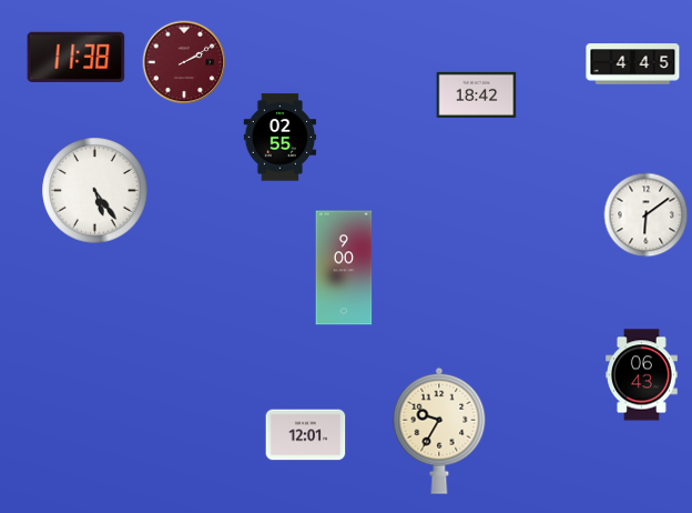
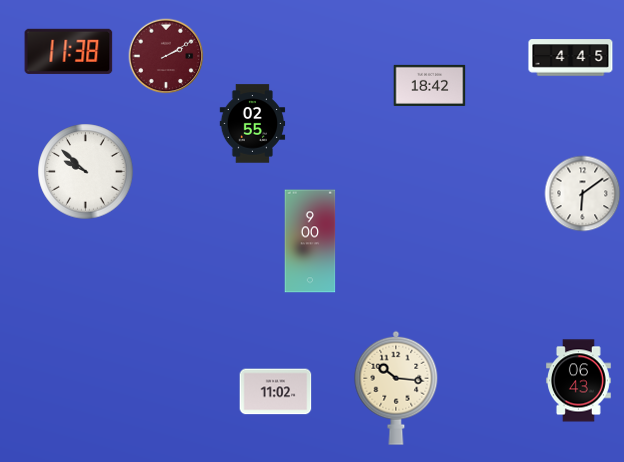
clock at (95, 191): 5:24 -> 9:52
clock at (642, 375) position: (642, 375) -> (579, 381)
clock at (439, 431): 9:35 -> 10:16
clock at (306, 435): 12:01 -> 11:02
